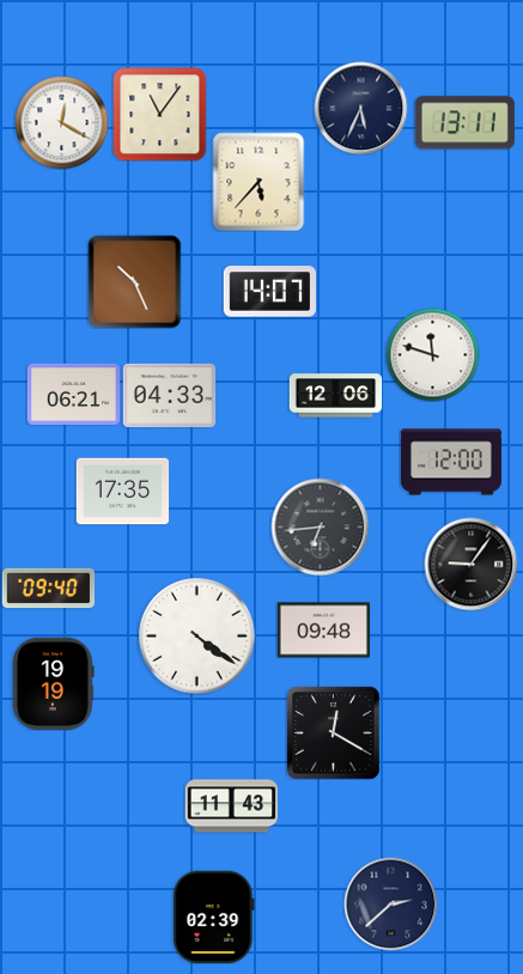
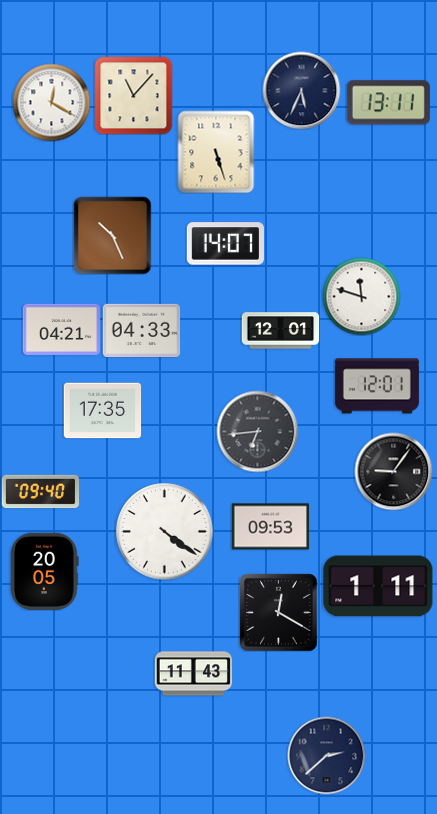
clock at (159, 114): 11:06 -> 11:07
clock at (259, 182): 5:37 -> 5:27
clock at (73, 394): 06:21 -> 04:21
clock at (335, 396): 12:06 -> 12:01
clock at (451, 462): 12:00 -> 12:01
clock at (320, 526) position: (320, 526) -> (257, 431)
clock at (323, 631): 09:48 -> 09:53
clock at (54, 683): 19:19 -> 20:05
clock at (378, 586): none -> 1:11
clock at (214, 917): 02:39 -> none
